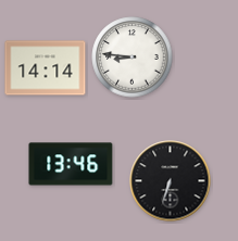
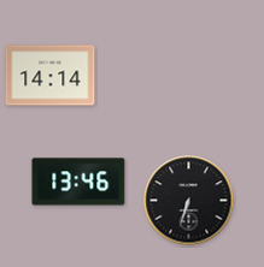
clock at (133, 58): 8:46 -> none
